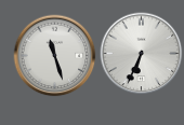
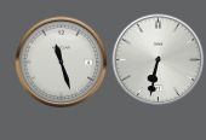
clock at (142, 54): 6:34 -> 6:32
